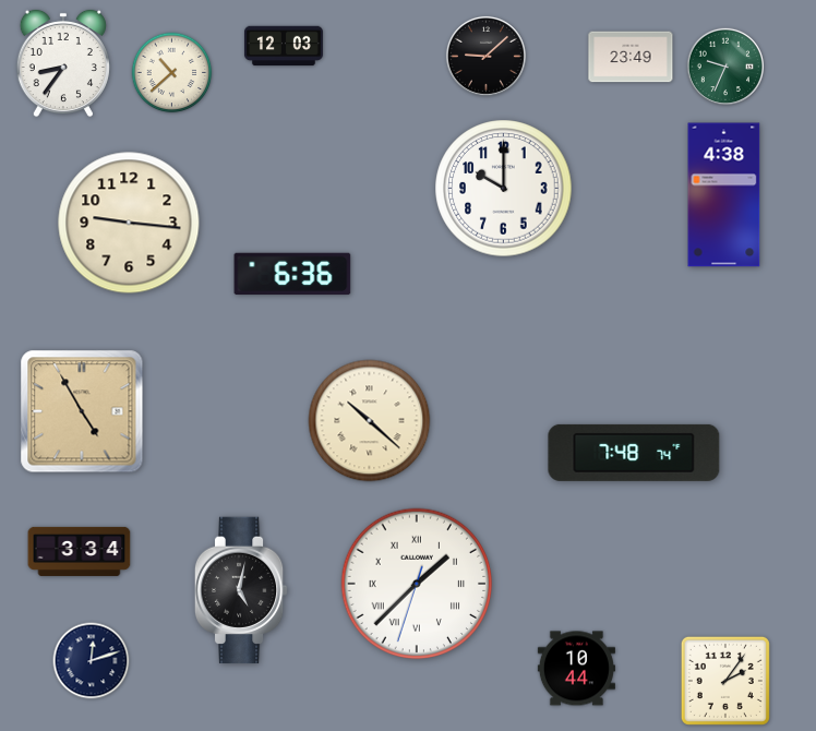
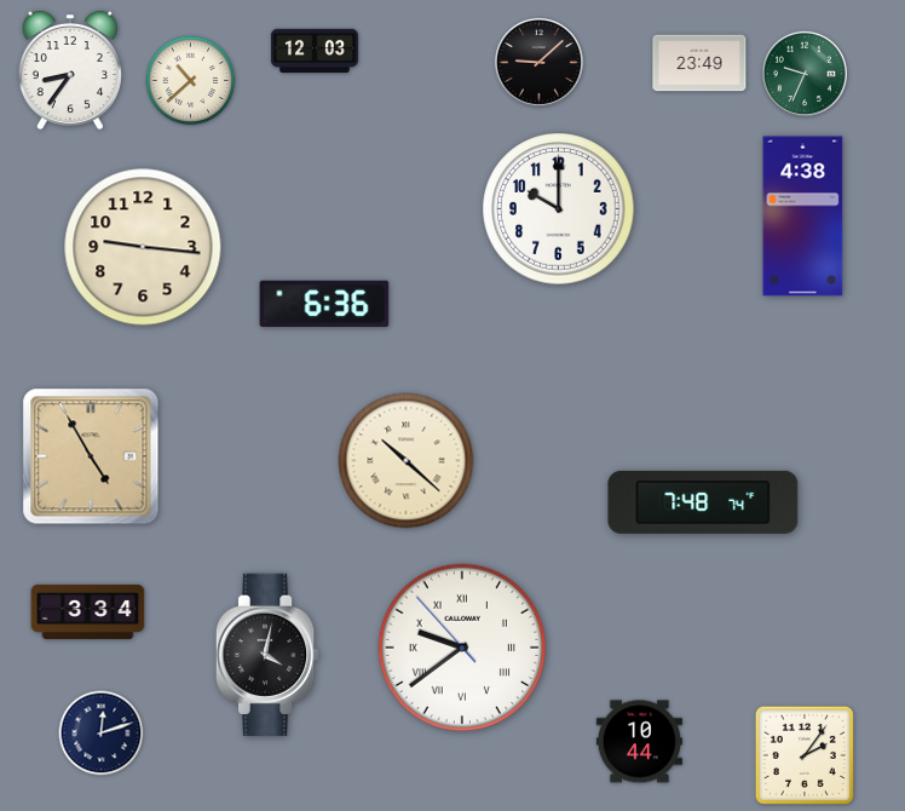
clock at (370, 421) position: (370, 421) -> (407, 461)
clock at (417, 584): 1:37 -> 9:38
clock at (241, 590): 5:02 -> 4:02
